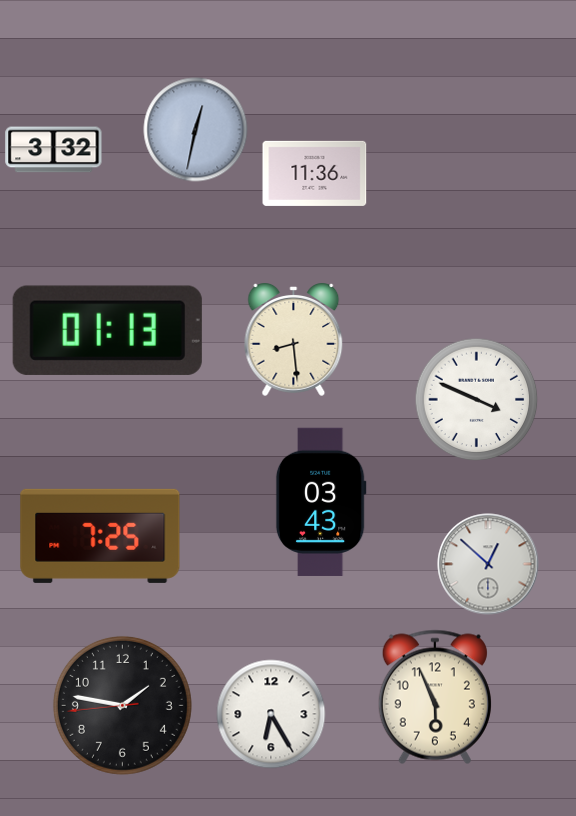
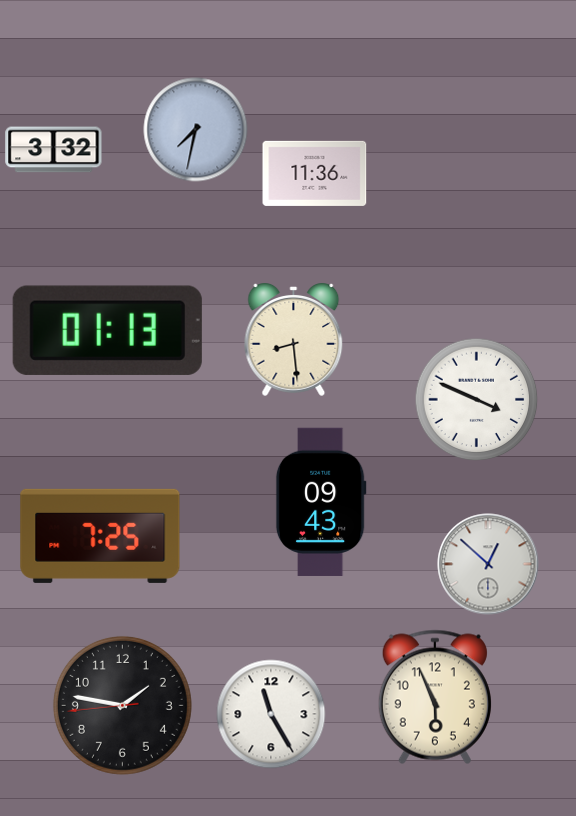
clock at (196, 130): 12:32 -> 7:32
clock at (321, 502): 03:43 -> 09:43
clock at (271, 714): 6:25 -> 11:25
